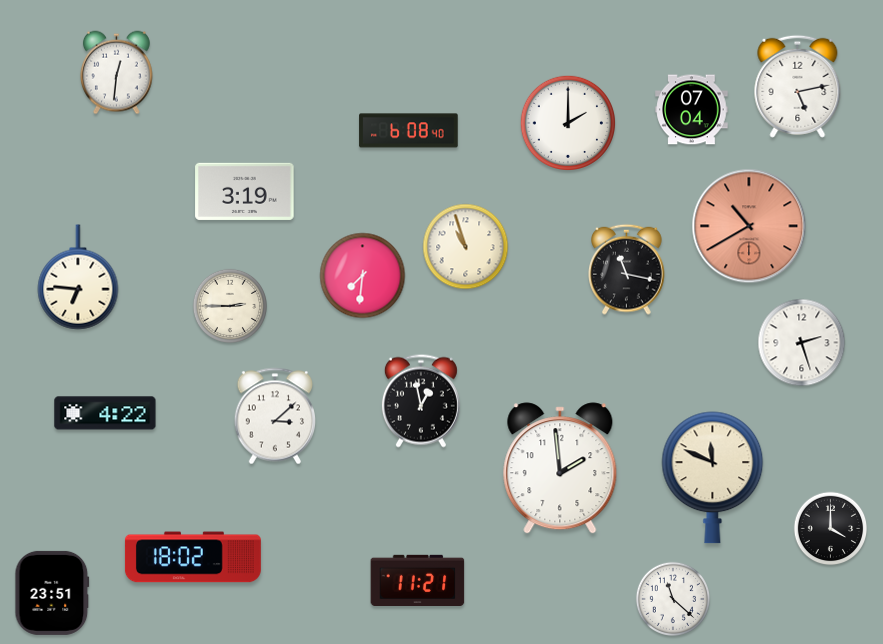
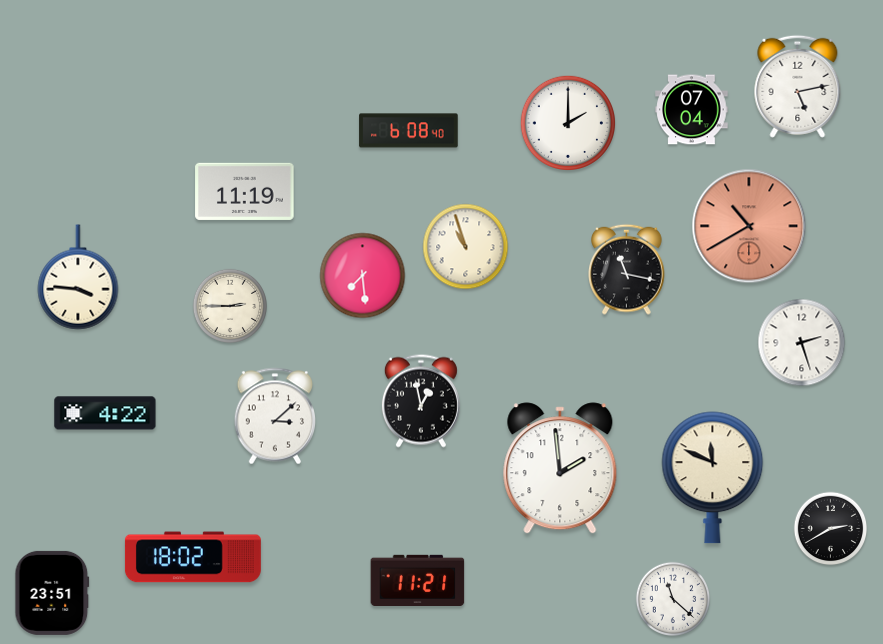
clock at (116, 73): 12:31 -> none
clock at (245, 191): 3:19 -> 11:19
clock at (363, 276): 7:31 -> 7:29
clock at (78, 277): 6:46 -> 3:46
clock at (831, 529): 4:00 -> 2:40
